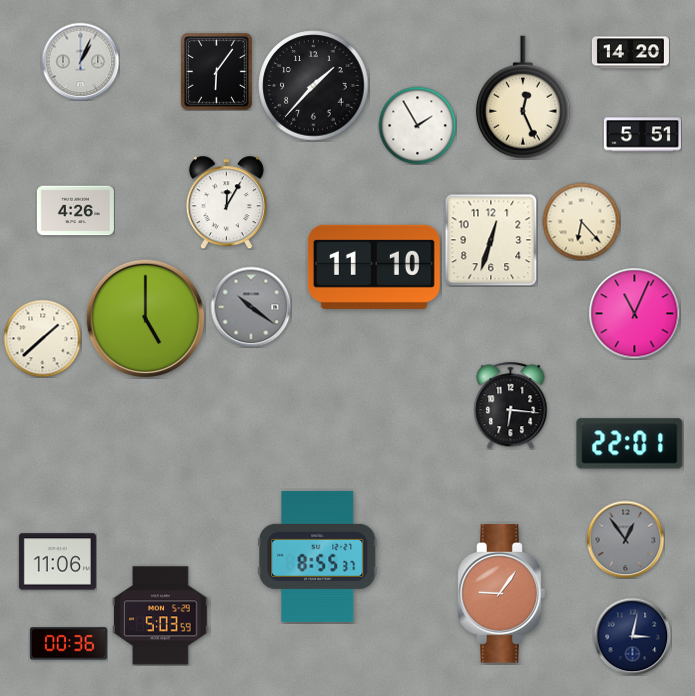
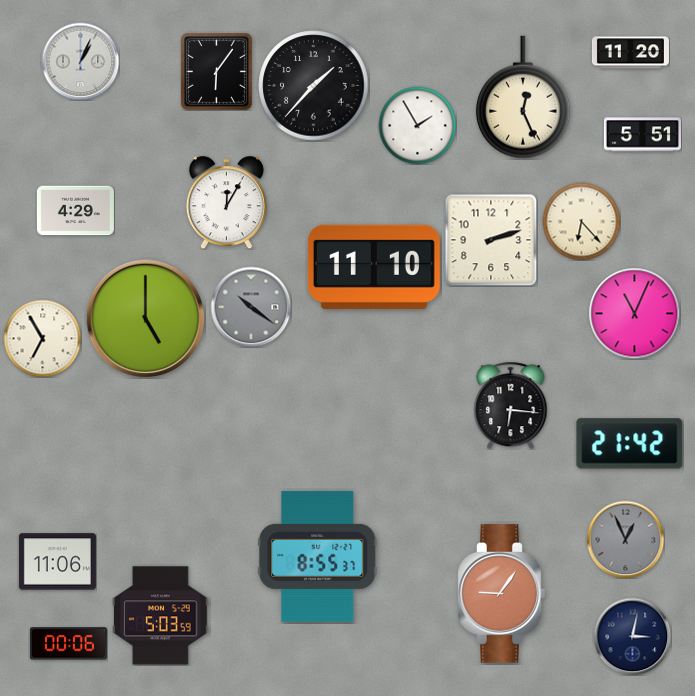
clock at (630, 53): 14:20 -> 11:20
clock at (75, 211): 4:26 -> 4:29
clock at (491, 240): 12:33 -> 2:12
clock at (42, 338): 1:38 -> 6:55
clock at (630, 444): 22:01 -> 21:42
clock at (625, 539): 12:54 -> 12:56
clock at (68, 644): 00:36 -> 00:06
